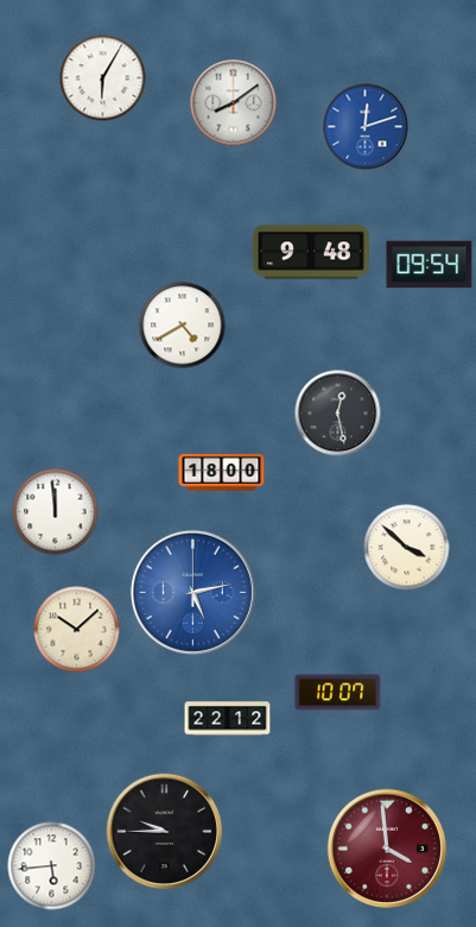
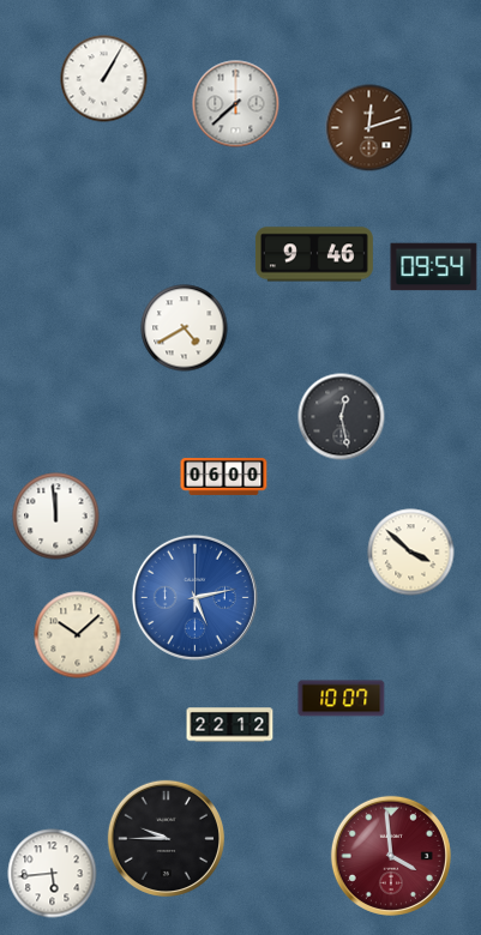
clock at (103, 78): 6:05 -> 1:05
clock at (234, 103): 8:09 -> 7:38
clock at (366, 127) dial: blue -> brown
clock at (311, 252): 9:48 -> 9:46
clock at (222, 473): 18:00 -> 06:00
